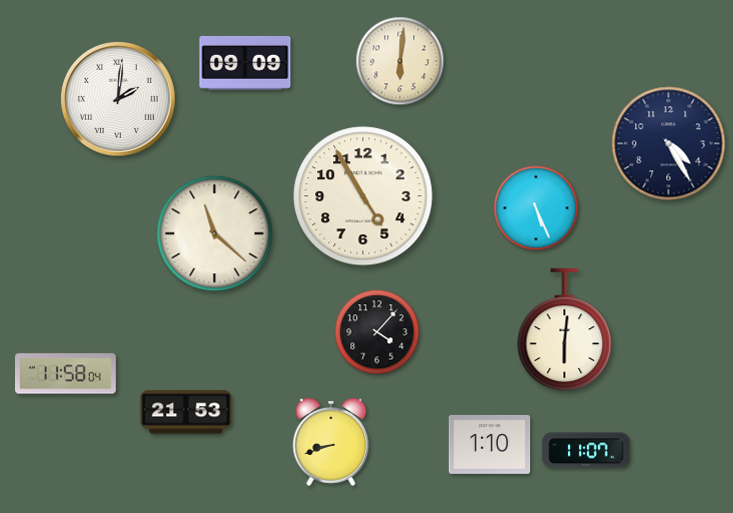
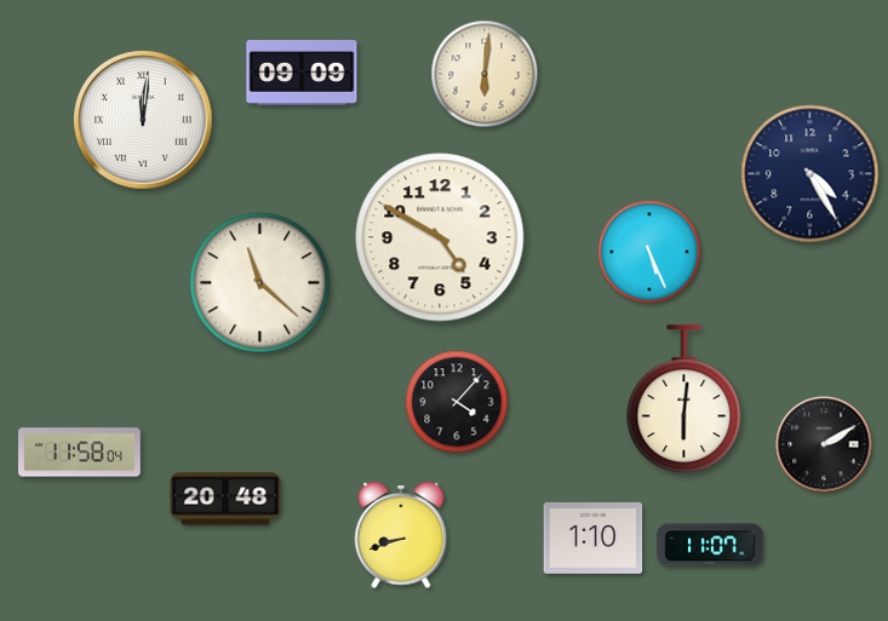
clock at (245, 63) position: (245, 63) -> (302, 73)
clock at (119, 100): 2:01 -> 12:01
clock at (363, 196): 4:55 -> 4:50
clock at (824, 444): none -> 2:10
clock at (186, 412): 21:53 -> 20:48
